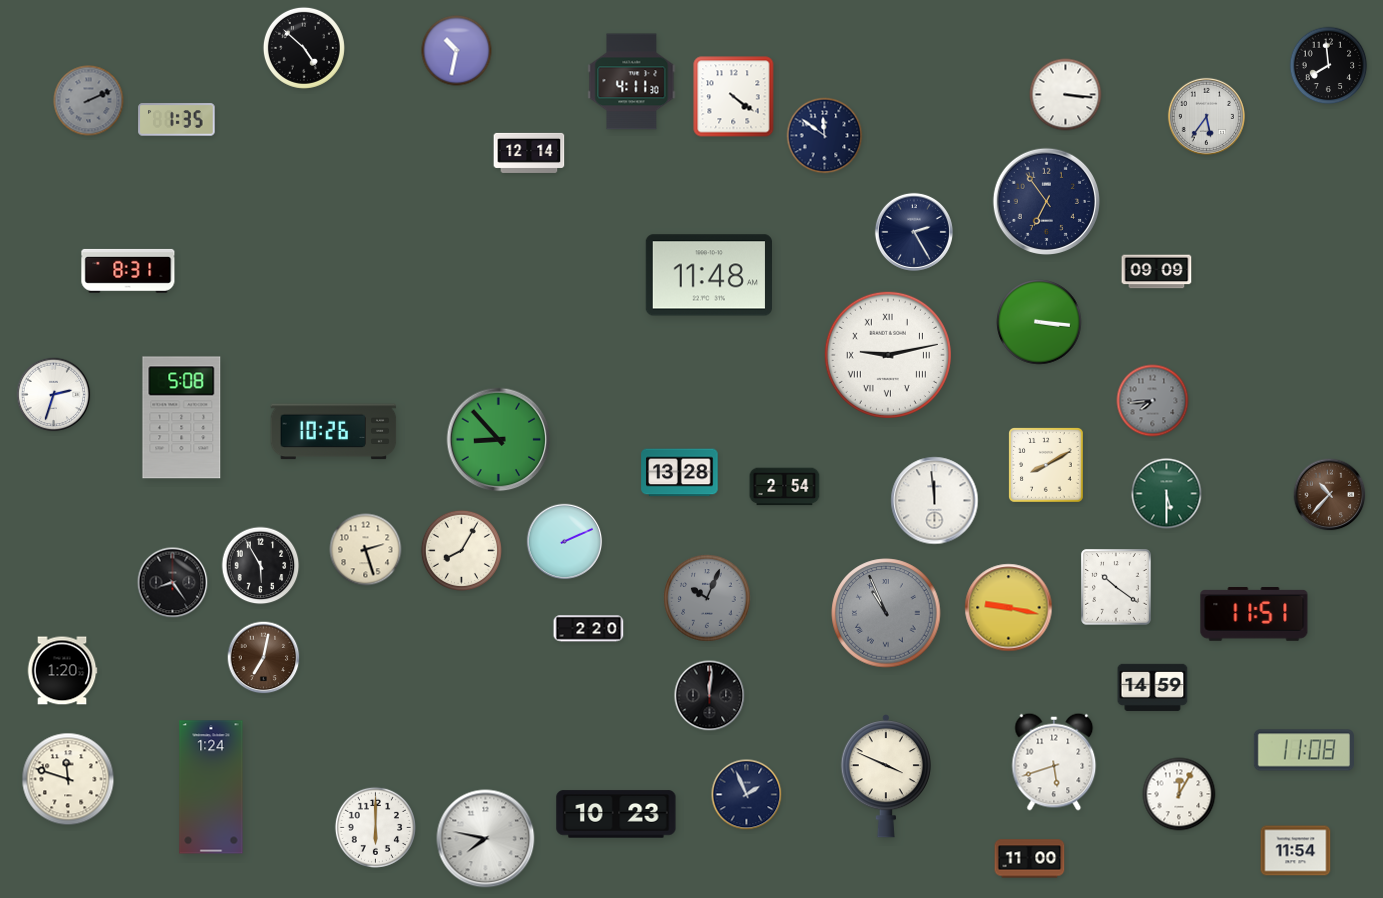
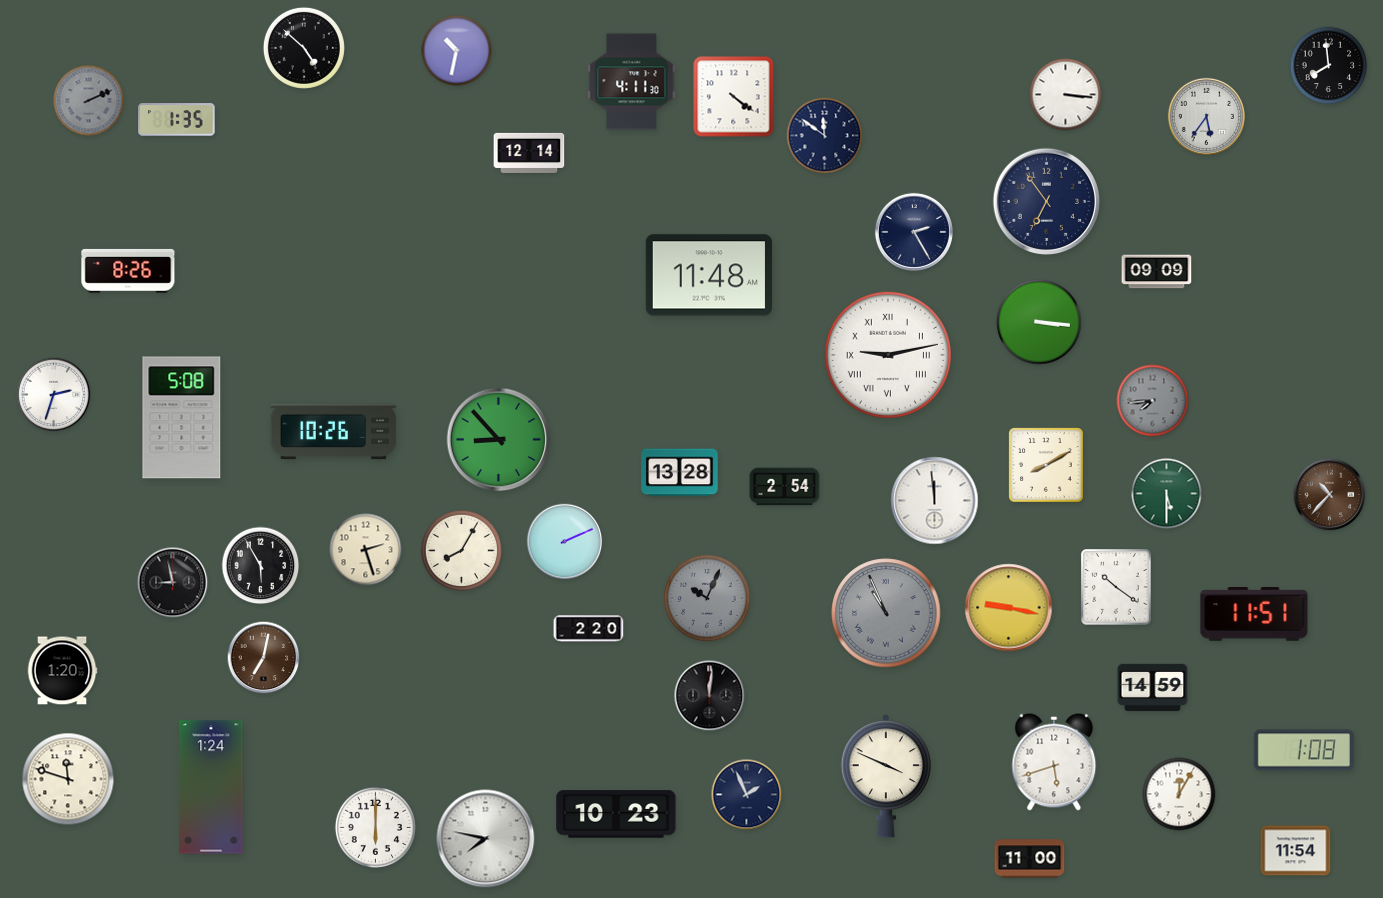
clock at (128, 271): 8:31 -> 8:26
clock at (173, 583): 8:24 -> 8:58
clock at (1304, 750): 11:08 -> 1:08
